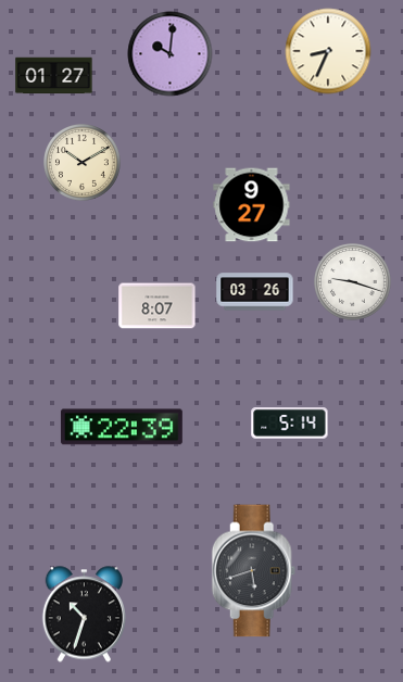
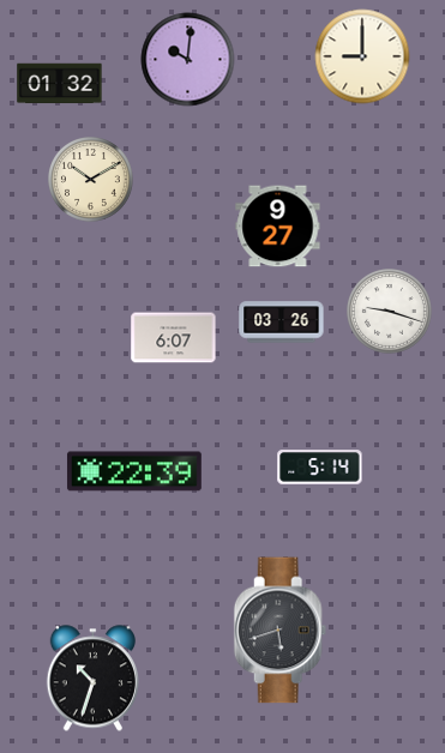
clock at (328, 51): 8:34 -> 9:00
clock at (54, 76): 01:27 -> 01:32
clock at (158, 306): 8:07 -> 6:07
